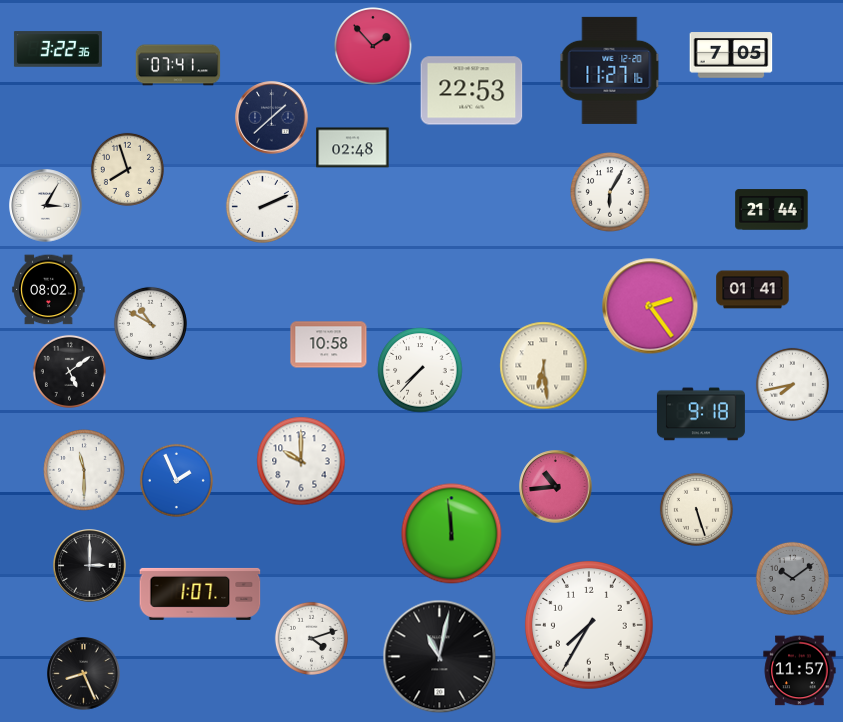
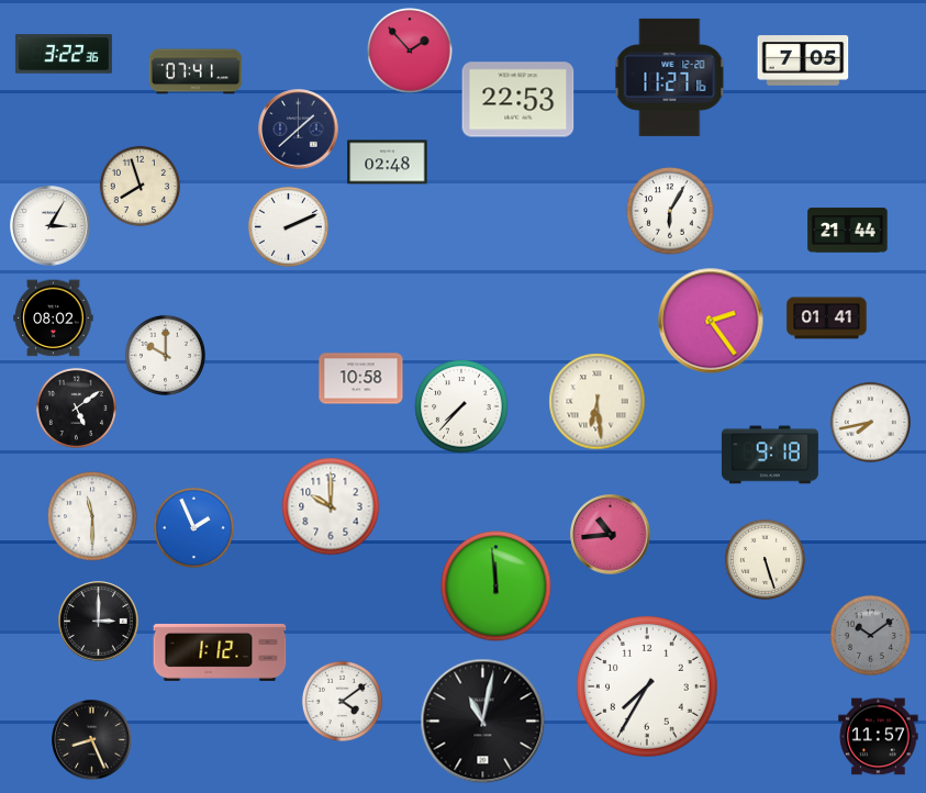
clock at (650, 306) position: (650, 306) -> (711, 321)
clock at (150, 323): 10:50 -> 10:00
clock at (200, 594): 1:07 -> 1:12
clock at (311, 638): 4:12 -> 4:09
